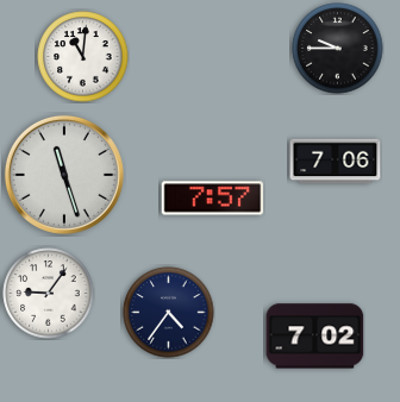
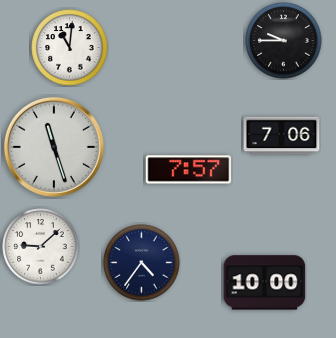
clock at (213, 199) position: (213, 199) -> (189, 170)
clock at (49, 294): 9:06 -> 9:08
clock at (315, 337): 7:02 -> 10:00
